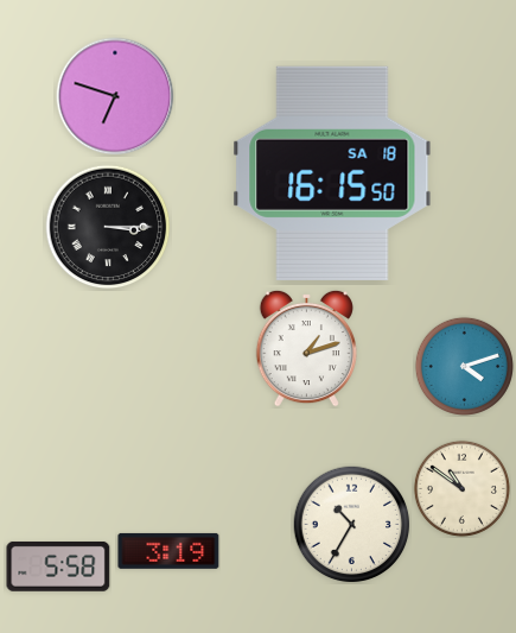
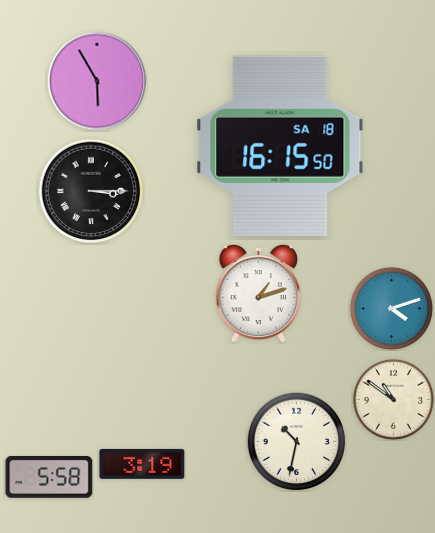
clock at (115, 96): 6:48 -> 5:55
clock at (461, 488) position: (461, 488) -> (393, 399)
clock at (352, 525): 10:35 -> 10:32
